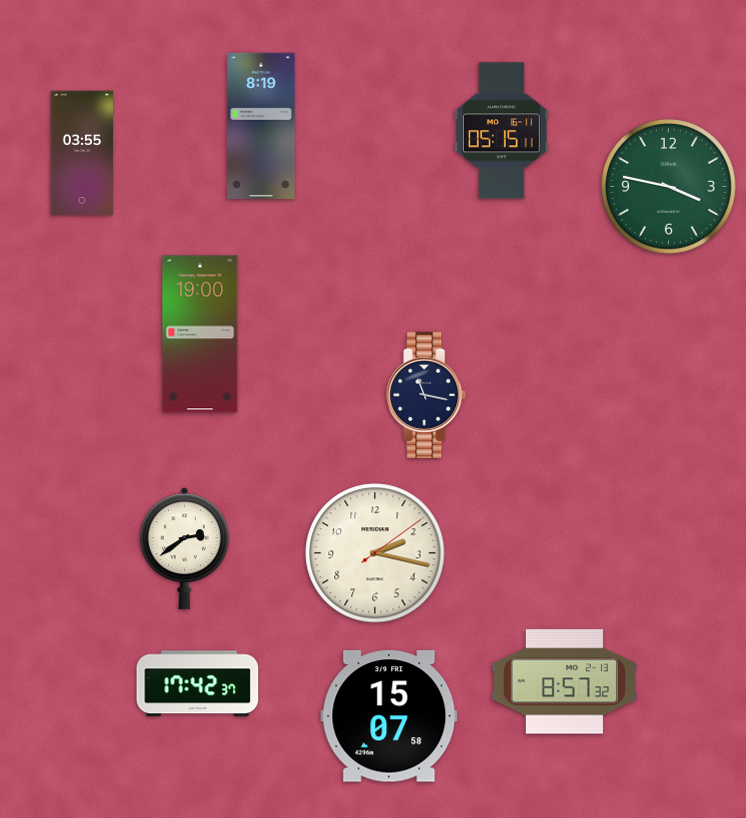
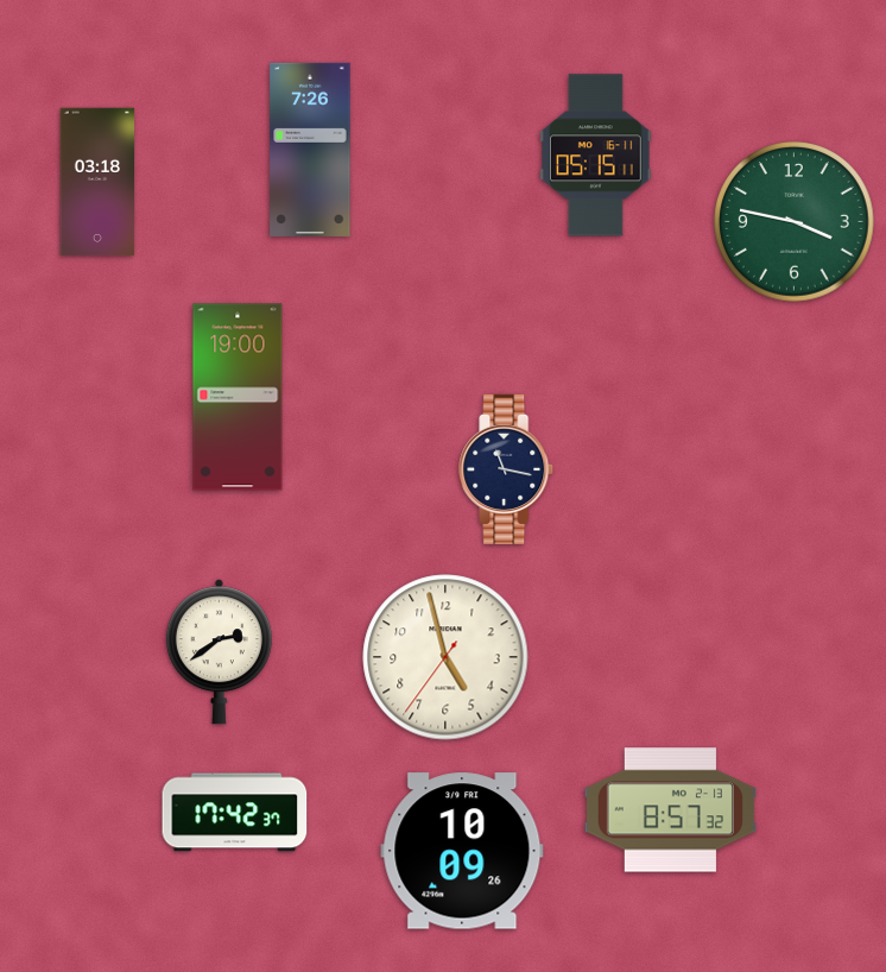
clock at (261, 126): 8:19 -> 7:26
clock at (82, 153): 03:55 -> 03:18
clock at (375, 553): 2:17 -> 4:57
clock at (389, 716): 15:07 -> 10:09
